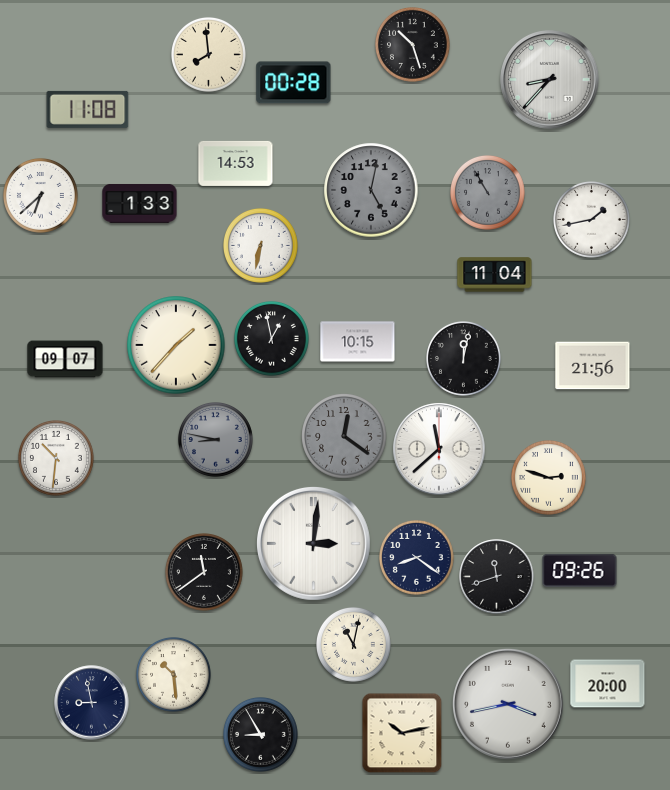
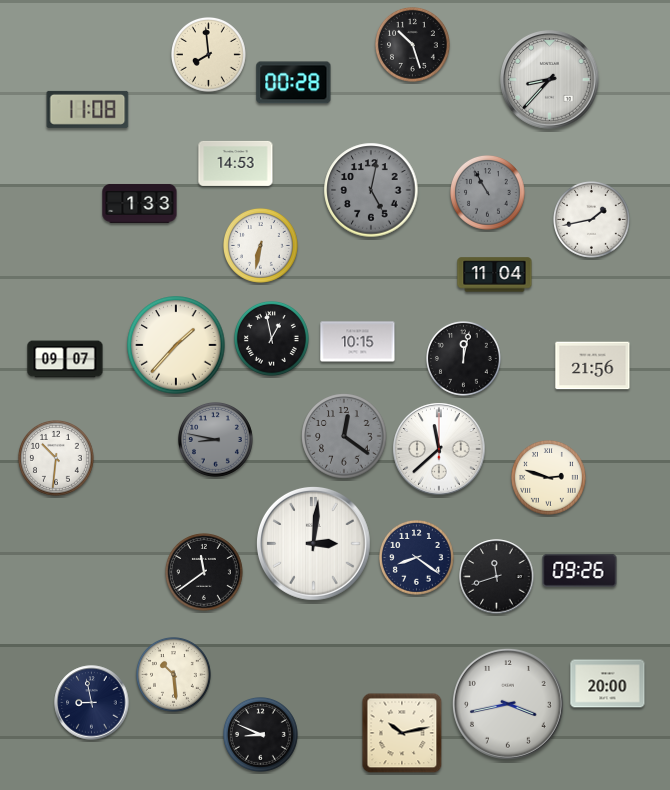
clock at (41, 196): 6:38 -> none
clock at (354, 645): 11:02 -> none
clock at (261, 735): 8:55 -> 8:49
